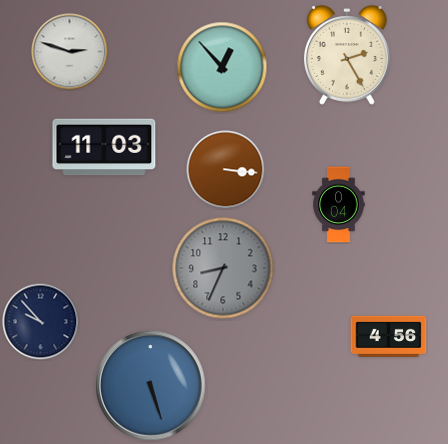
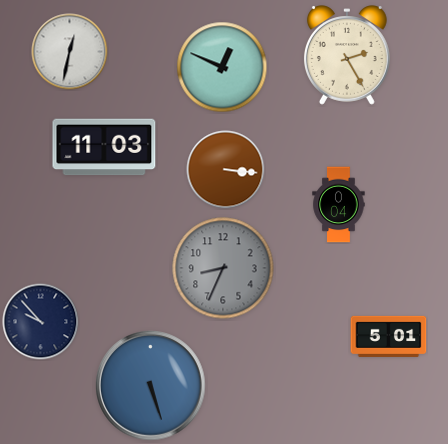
clock at (70, 52): 2:48 -> 12:32
clock at (222, 67): 12:53 -> 12:49
clock at (389, 336): 4:56 -> 5:01
